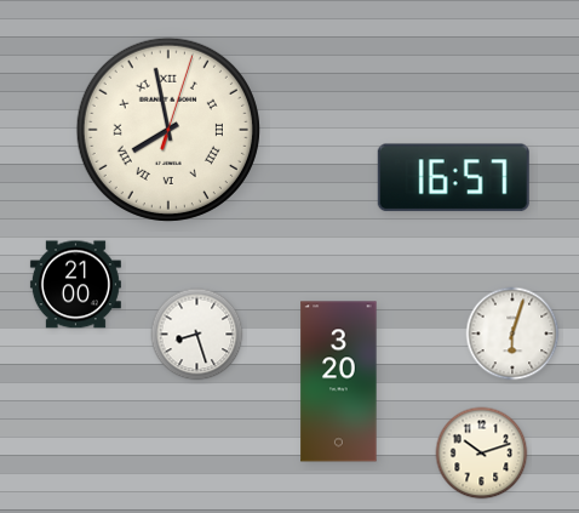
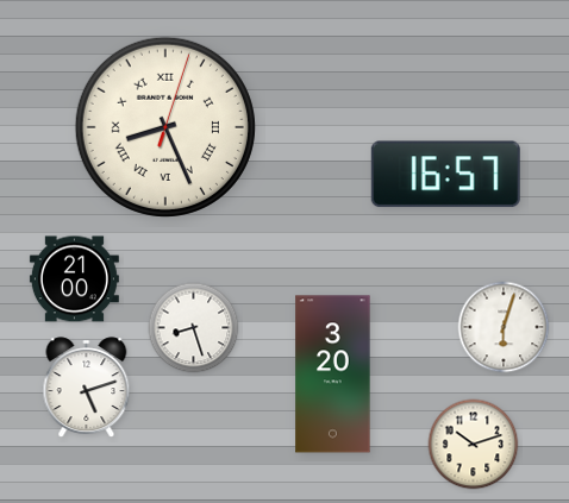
clock at (168, 130): 7:58 -> 8:26
clock at (87, 386): none -> 5:12
